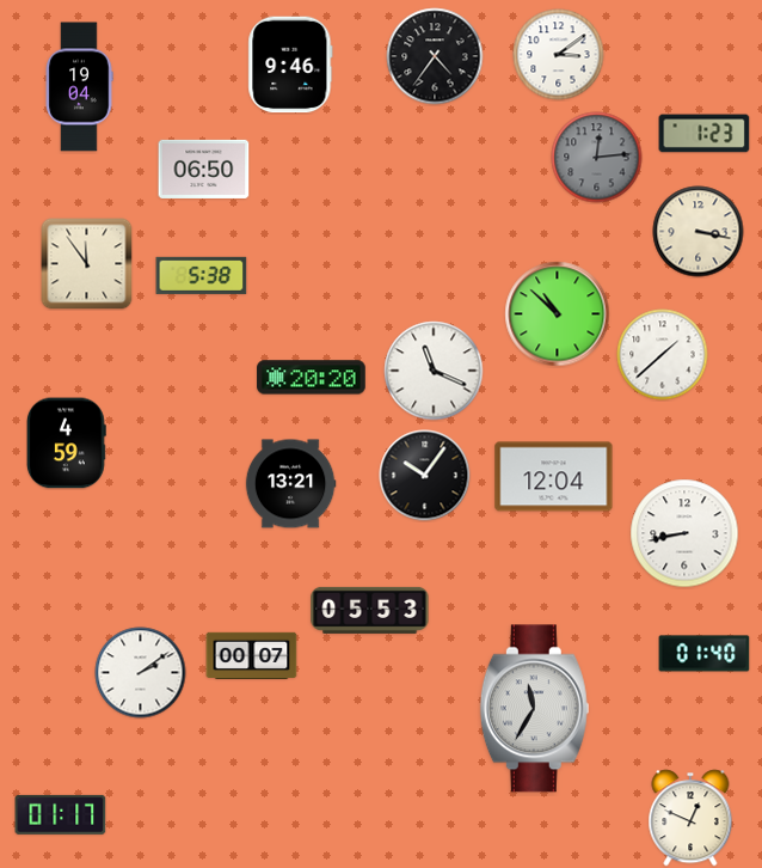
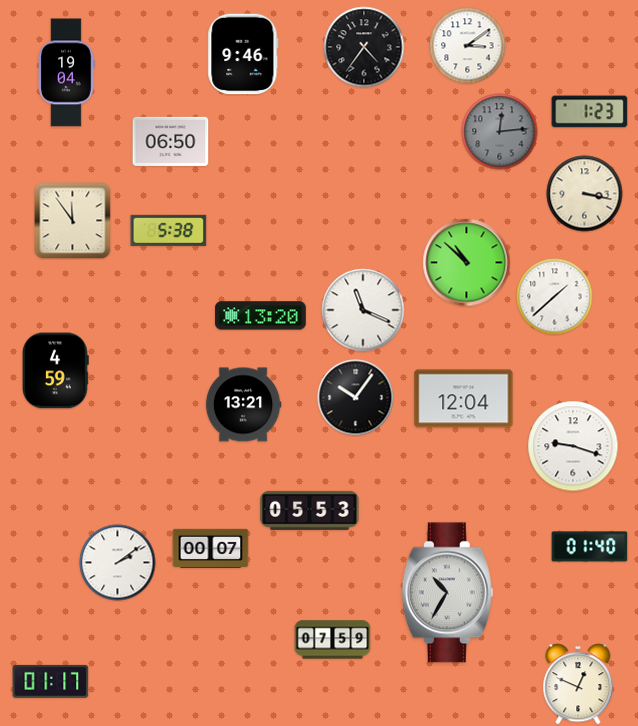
clock at (312, 378): 20:20 -> 13:20
clock at (684, 533): 8:43 -> 9:18
clock at (534, 709): 11:35 -> 10:35
clock at (333, 640): none -> 07:59
